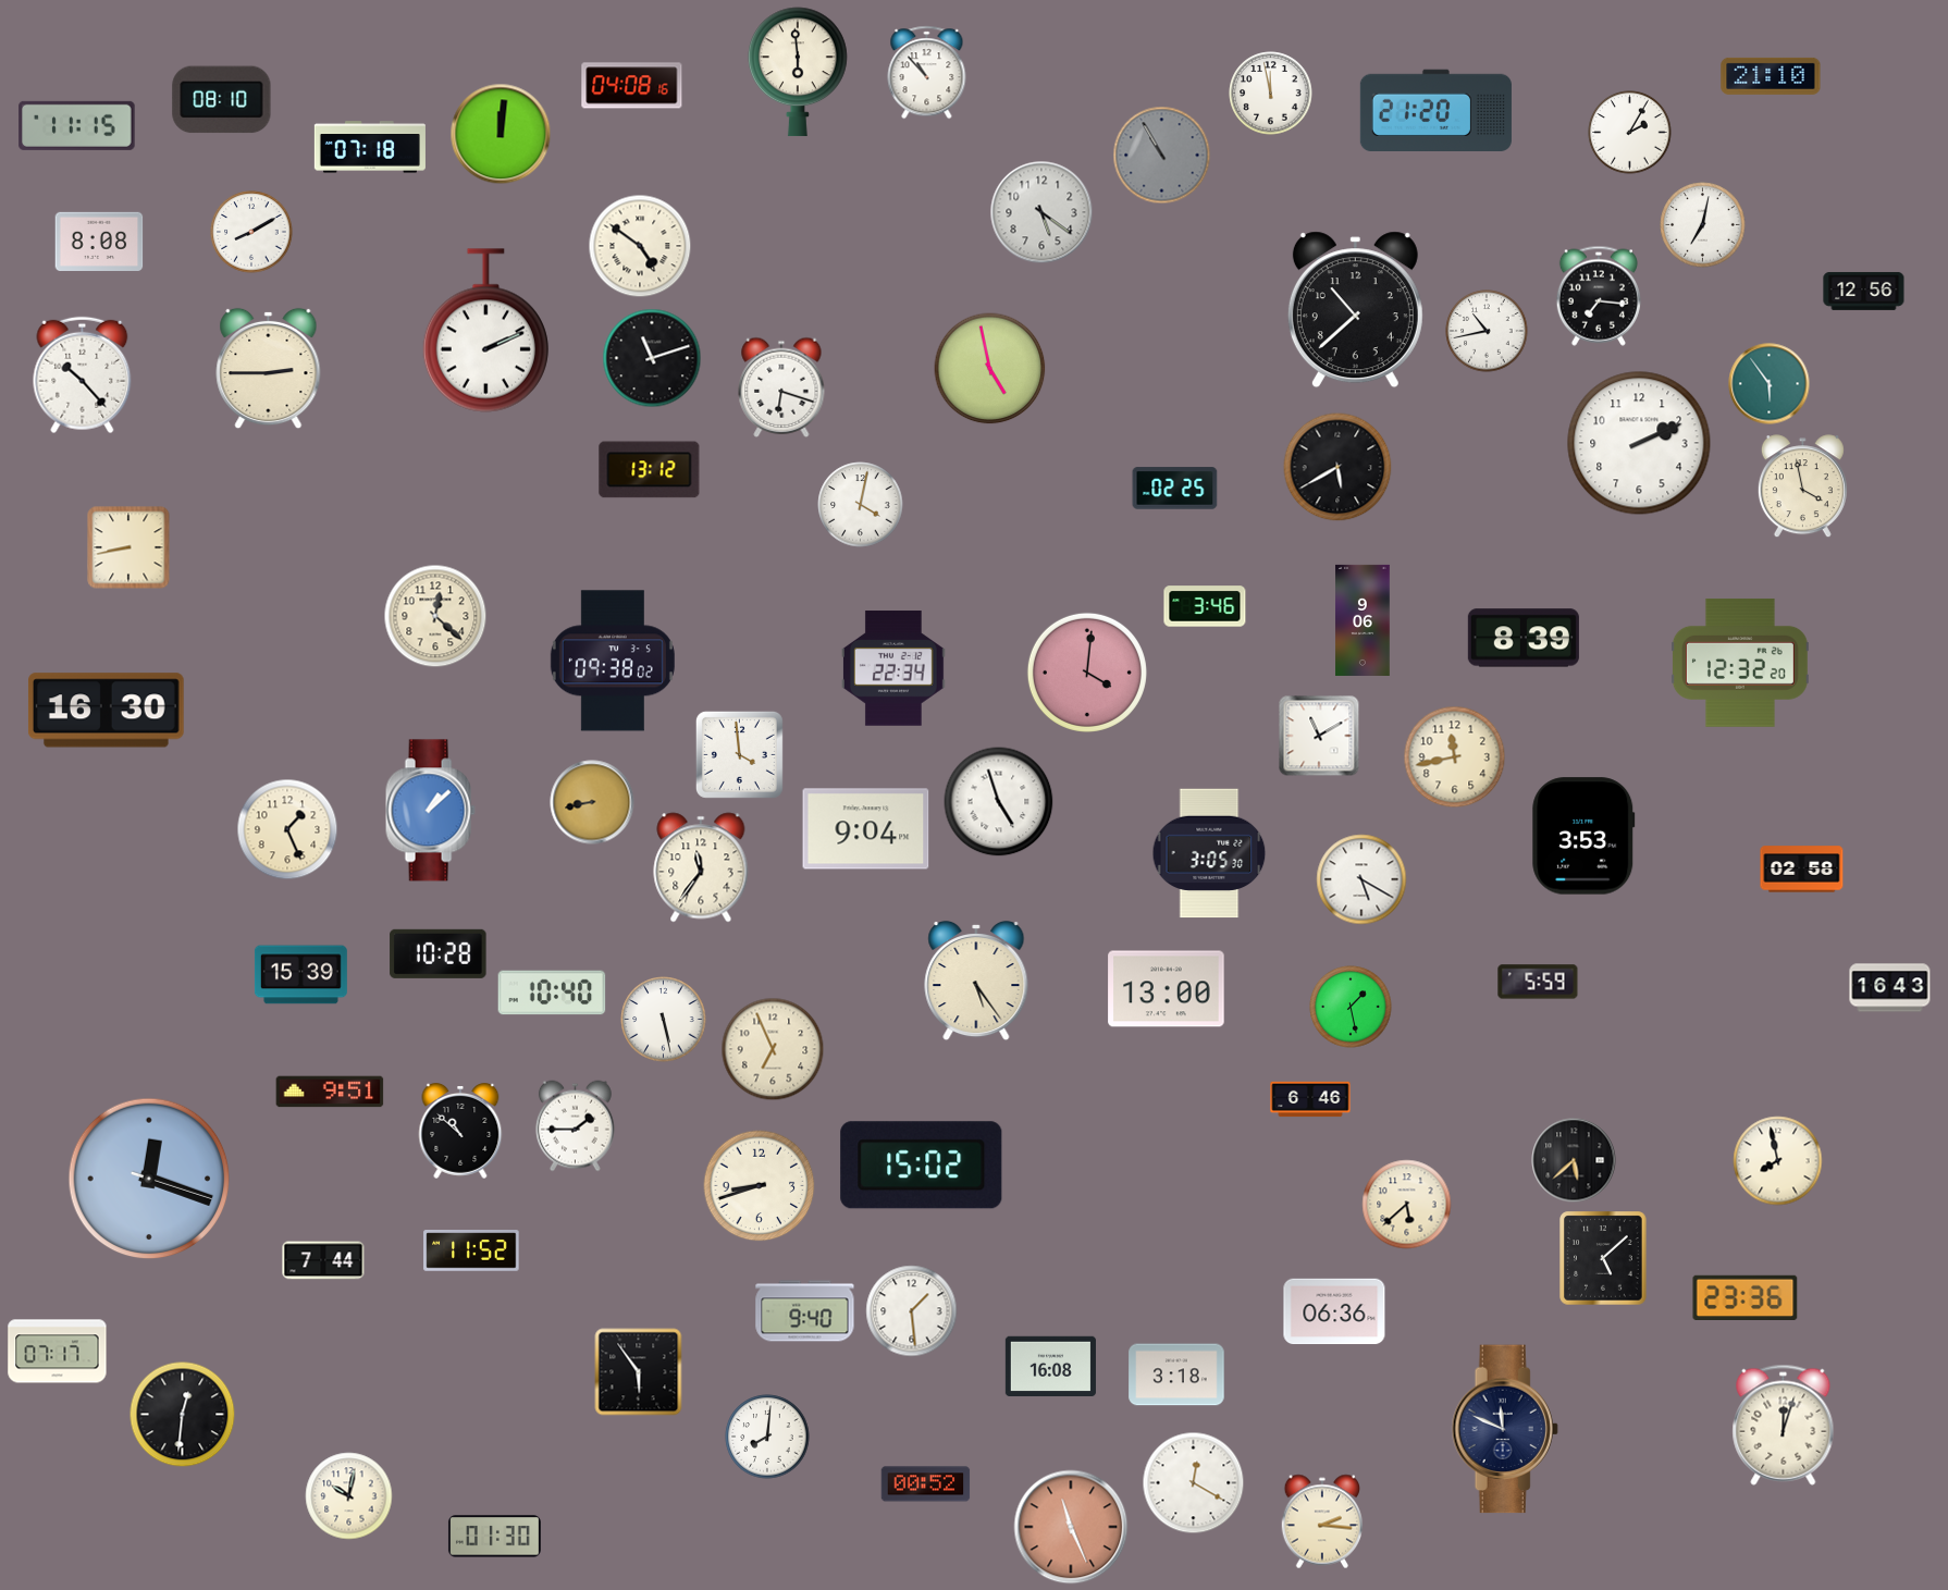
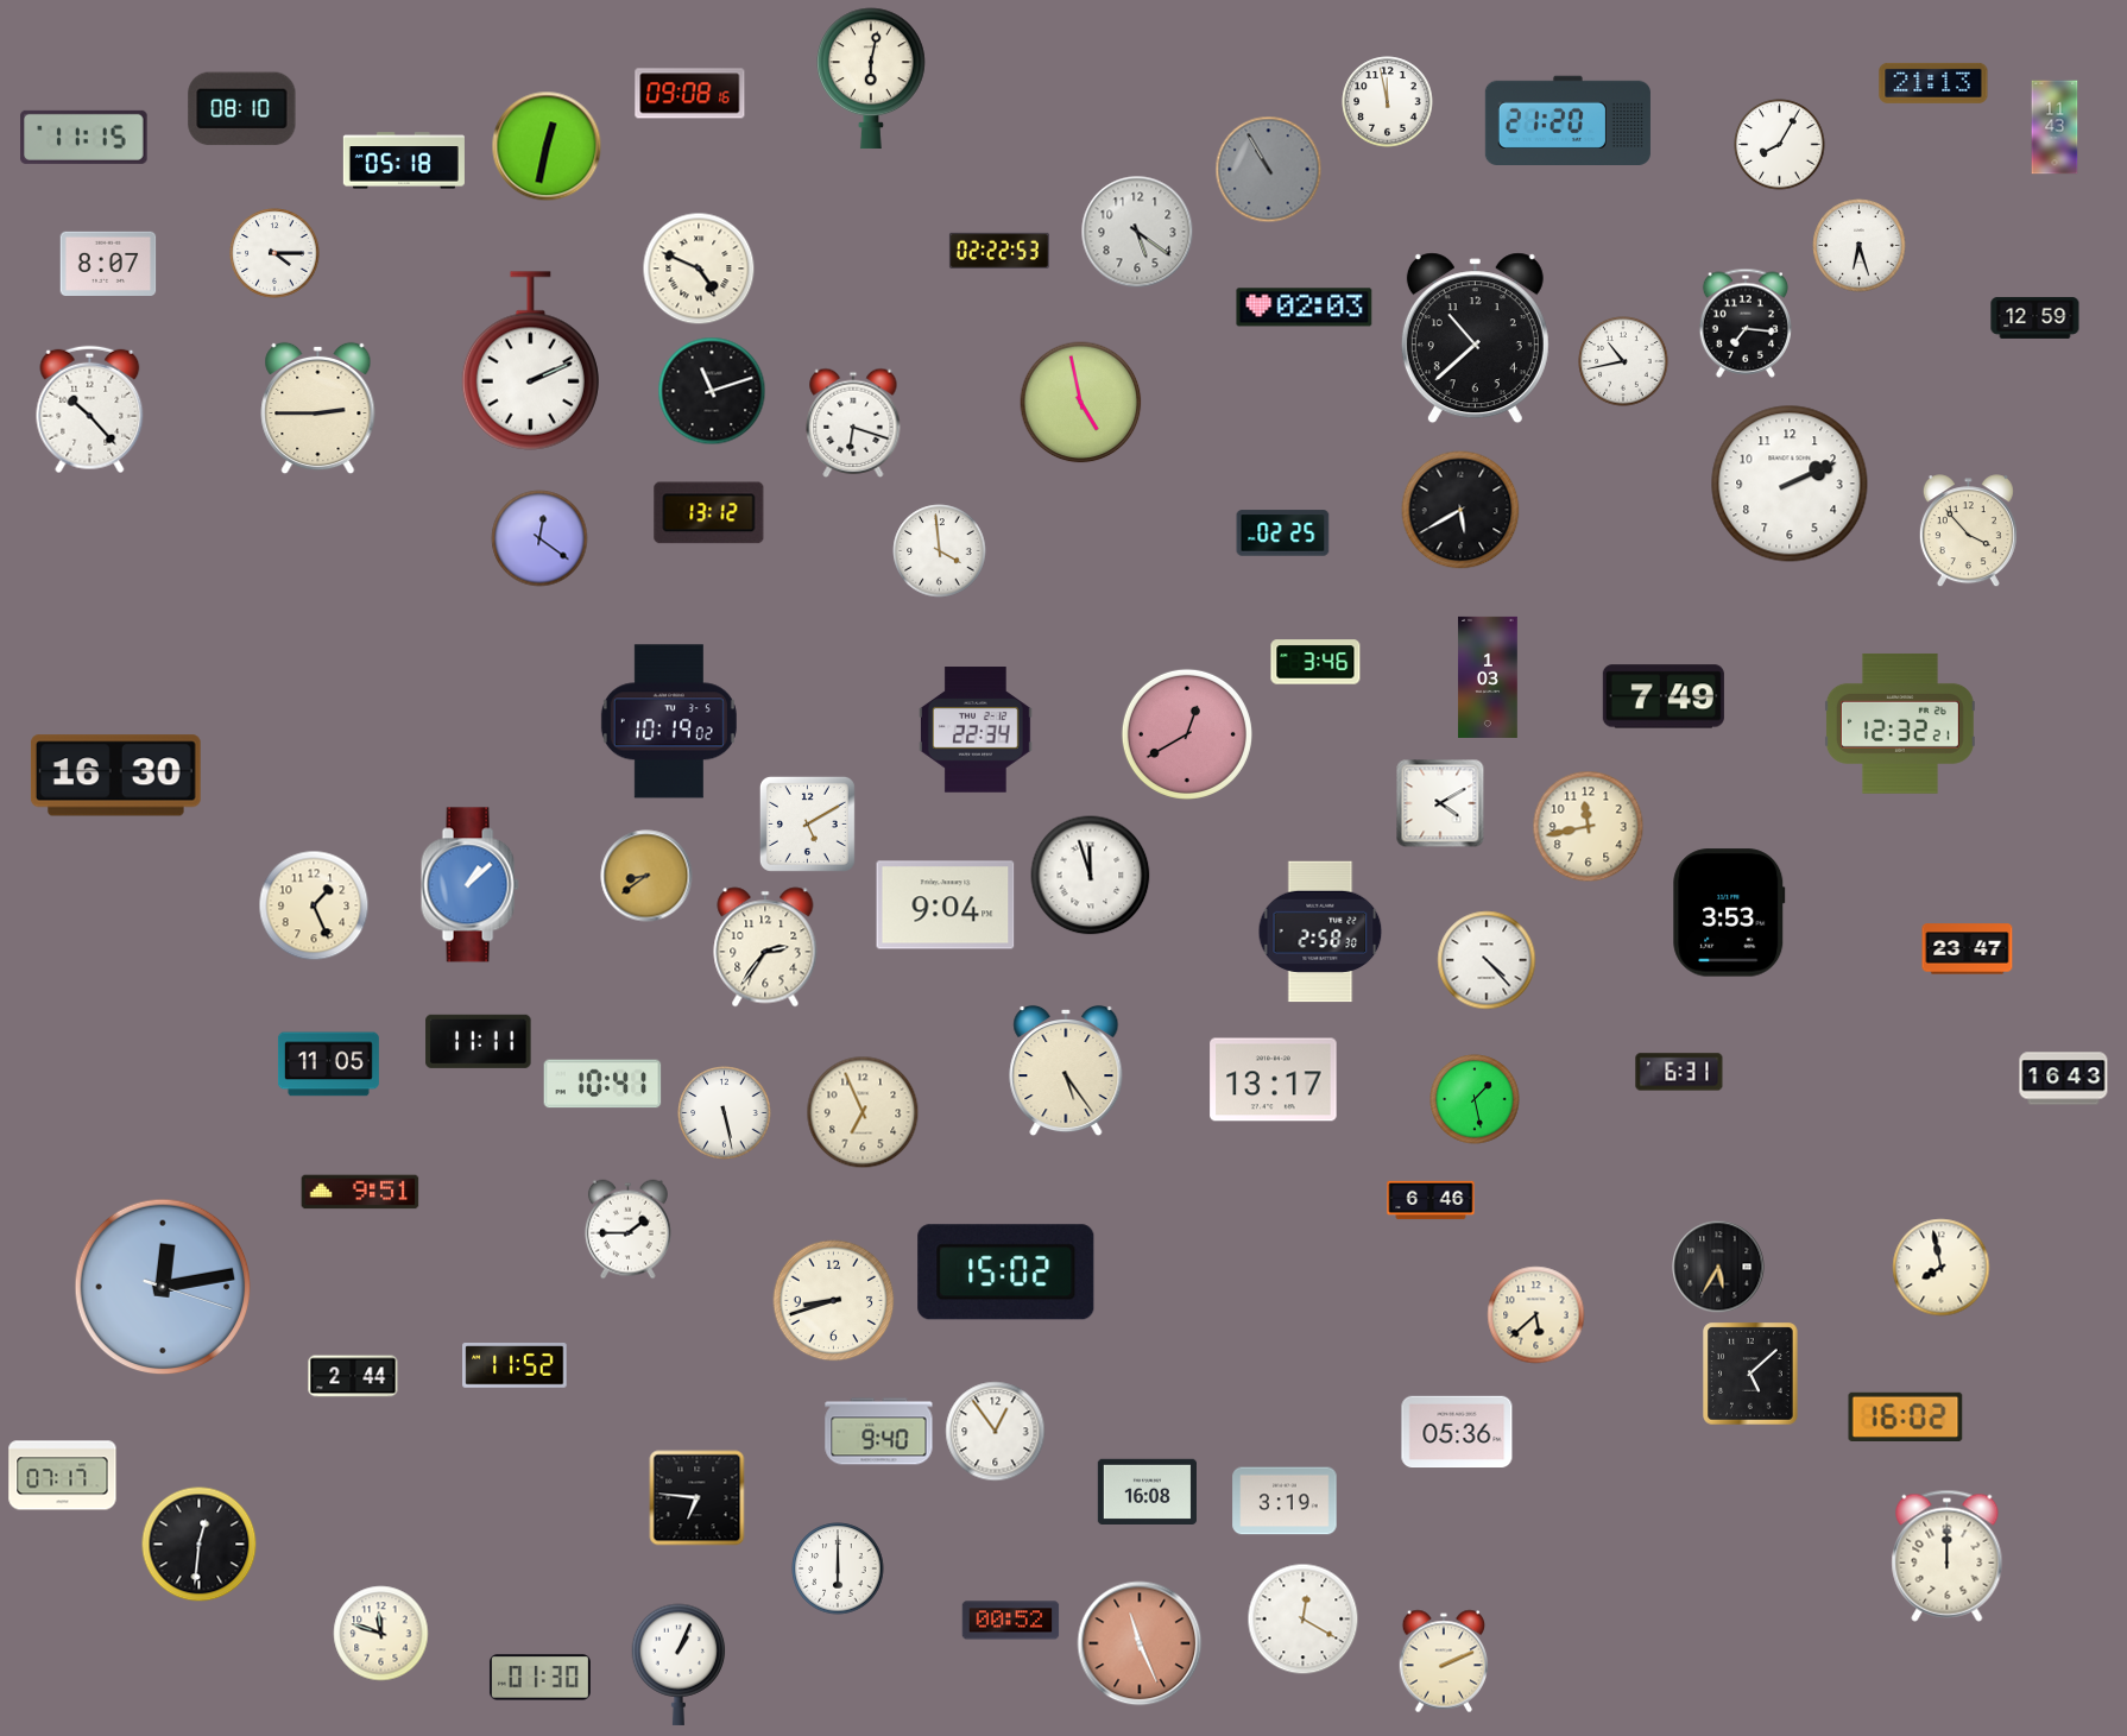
clock at (799, 72): 5:59 -> 6:02
clock at (927, 73): 10:53 -> none
clock at (1771, 76): 21:10 -> 21:13
clock at (632, 86): 04:08 -> 09:08
clock at (2055, 127): none -> 11:43
clock at (1630, 133): 2:05 -> 8:05
clock at (501, 134): 12:01 -> 12:32
clock at (370, 147): 07:18 -> 05:18
clock at (1703, 225): 7:02 -> 6:27
clock at (999, 251): none -> 02:22
clock at (251, 232): 8:10 -> 4:15
clock at (99, 241): 8:08 -> 8:07
clock at (640, 246): 4:51 -> 4:49
clock at (1305, 308): none -> 02:03
clock at (1864, 291): 12:56 -> 12:59
clock at (1355, 310) position: (1355, 310) -> (1475, 339)
clock at (269, 369) position: (269, 369) -> (318, 409)
clock at (1770, 384): 5:54 -> none
clock at (1802, 486): 3:58 -> 3:53
clock at (539, 538): none -> 12:21
clock at (861, 505): 4:02 -> 3:59
clock at (128, 547): 8:43 -> none
clock at (435, 616): 12:22 -> none
clock at (1363, 620): 9:06 -> 1:03
clock at (1524, 638): 8:39 -> 7:49
clock at (613, 661): 09:38 -> 10:19
clock at (1740, 663): 12:32:20 -> 12:32:21
clock at (1087, 673): 4:01 -> 12:40
clock at (1319, 736): 11:10 -> 4:10
clock at (739, 754): 3:59 -> 5:10
clock at (592, 802): 8:43 -> 8:39
clock at (999, 802): 4:57 -> 11:57
clock at (1209, 853): 3:05 -> 2:58
clock at (701, 867): 11:36 -> 2:36
clock at (1802, 870): 02:58 -> 23:47
clock at (1361, 879): 5:20 -> 4:23
clock at (439, 953): 10:28 -> 11:11
clock at (300, 975): 15:39 -> 11:05
clock at (1538, 982): 5:59 -> 6:31
clock at (1167, 989): 13:00 -> 13:17
clock at (552, 993): 10:40 -> 10:41
clock at (773, 1049) position: (773, 1049) -> (863, 1112)
clock at (460, 1132): 10:52 -> none
clock at (1574, 1160): 5:38 -> 5:35
clock at (149, 1179): 12:18 -> 12:13
clock at (760, 1186) position: (760, 1186) -> (834, 1301)
clock at (323, 1260): 7:44 -> 2:44
clock at (1746, 1297): 23:36 -> 16:02
clock at (912, 1311): 1:29 -> 12:54
clock at (1334, 1311): 06:36 -> 05:36
clock at (639, 1372): 5:54 -> 6:46
clock at (1176, 1375): 3:18 -> 3:19
clock at (1784, 1425): 12:03 -> 12:00
clock at (1505, 1429): 11:49 -> none
clock at (767, 1437): 8:01 -> 6:00
clock at (349, 1496): 10:02 -> 11:48
clock at (1322, 1521): 2:16 -> 2:11
clock at (679, 1665): none -> 1:04
clock at (1071, 1527) position: (1071, 1527) -> (1140, 1643)
